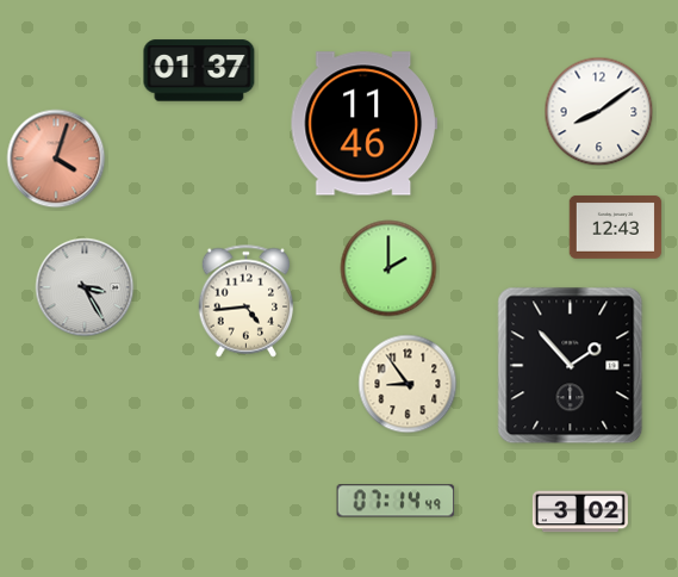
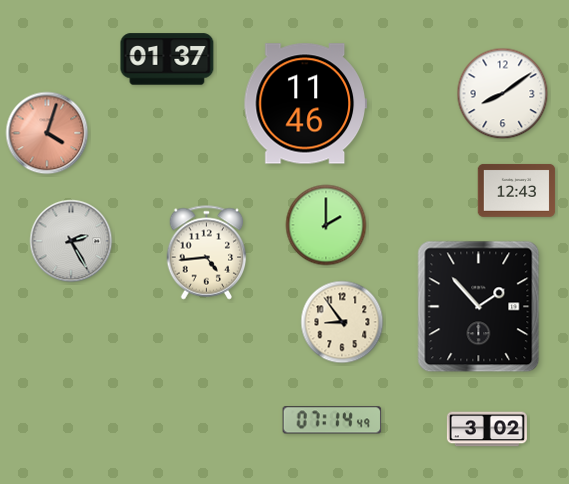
clock at (85, 287): 3:25 -> 2:25
